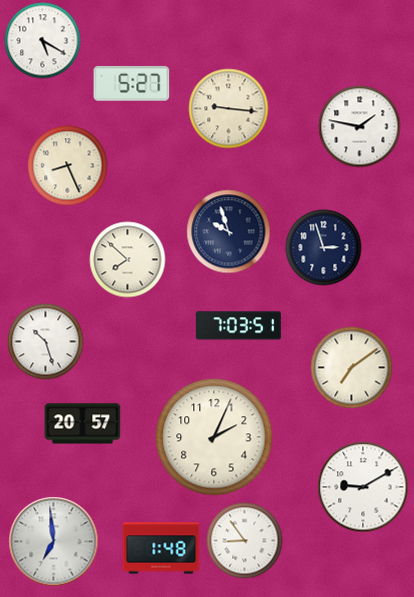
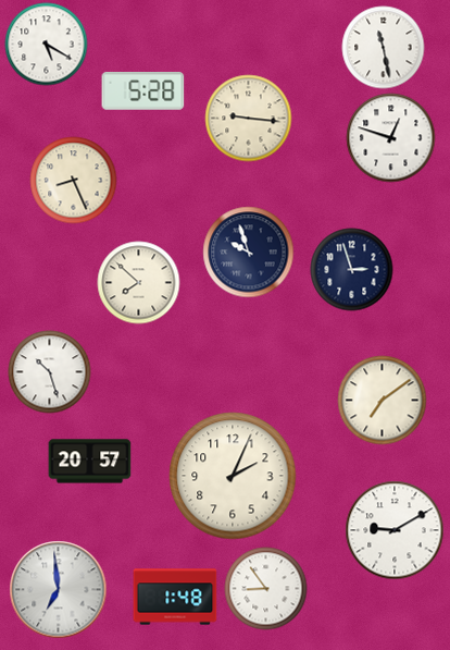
clock at (384, 48): none -> 11:28
clock at (132, 83): 5:27 -> 5:28
clock at (360, 127): 1:47 -> 12:48
clock at (238, 326): 7:03 -> none
